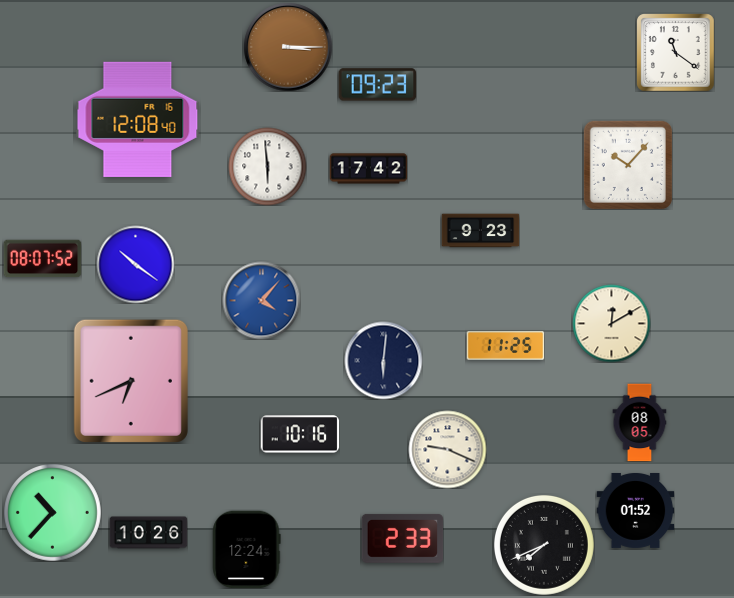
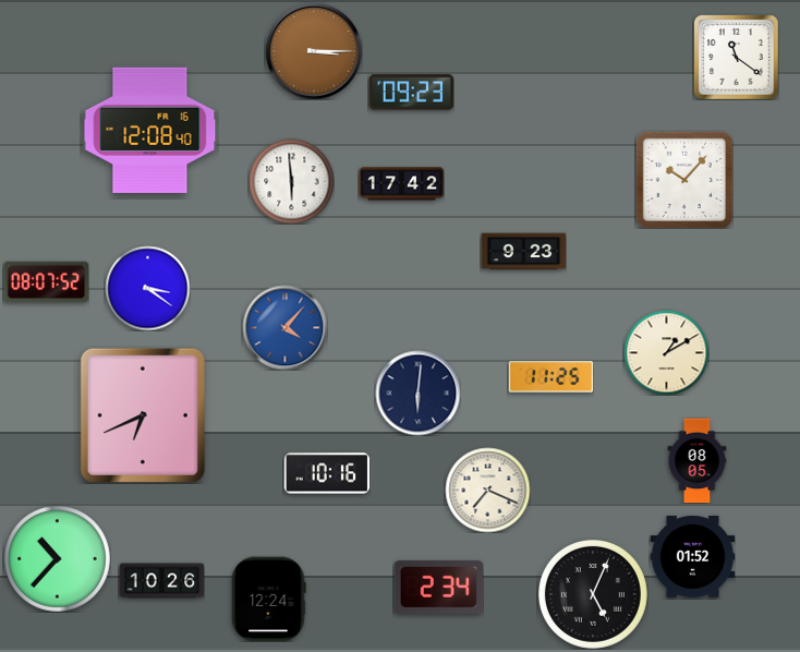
clock at (135, 264): 10:21 -> 3:21
clock at (611, 323): 12:10 -> 1:10
clock at (447, 449): 9:19 -> 7:19
clock at (402, 538): 2:33 -> 2:34
clock at (544, 545): 7:41 -> 5:04
